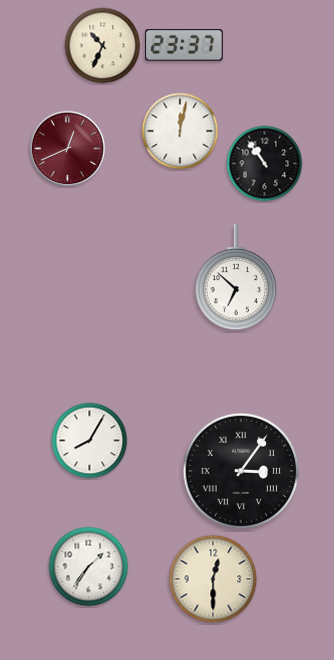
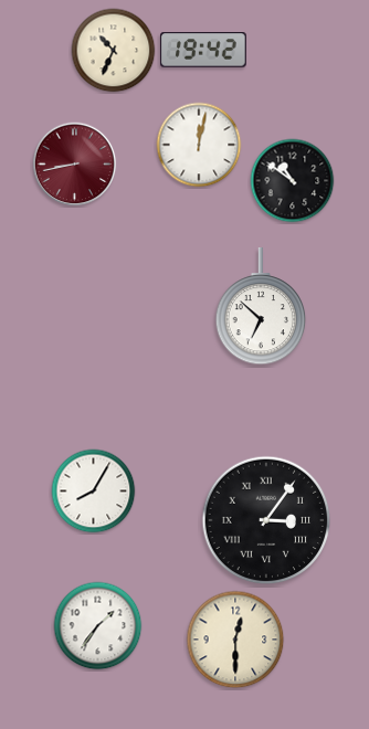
clock at (185, 45): 23:37 -> 19:42
clock at (68, 149): 12:41 -> 8:43
clock at (265, 164): 10:54 -> 10:51
clock at (90, 441) position: (90, 441) -> (94, 492)
